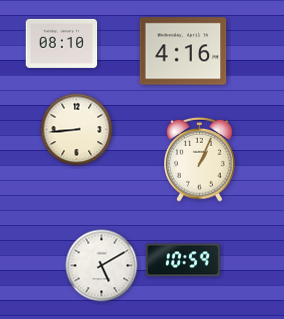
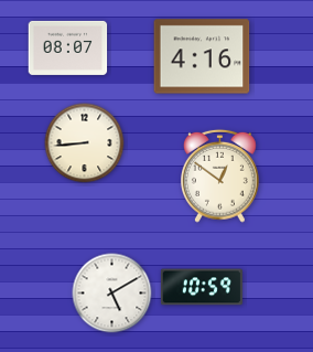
clock at (62, 43): 08:10 -> 08:07
clock at (200, 159): 1:04 -> 12:51
